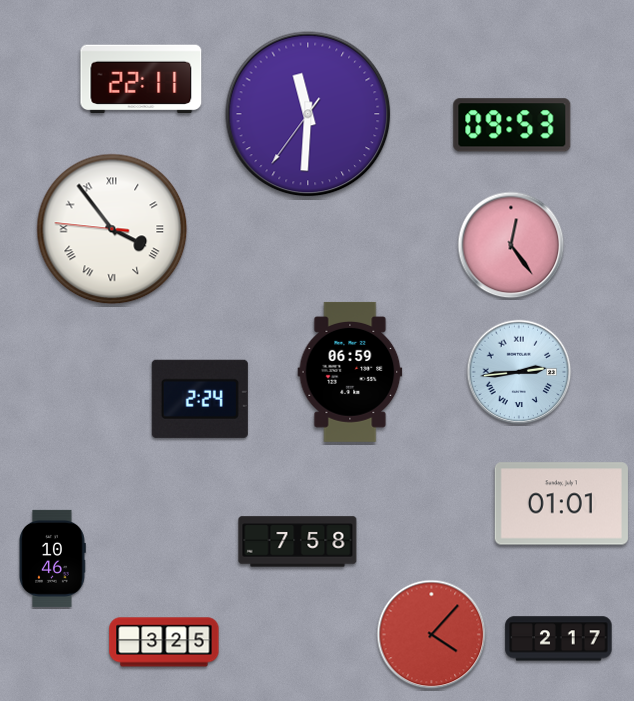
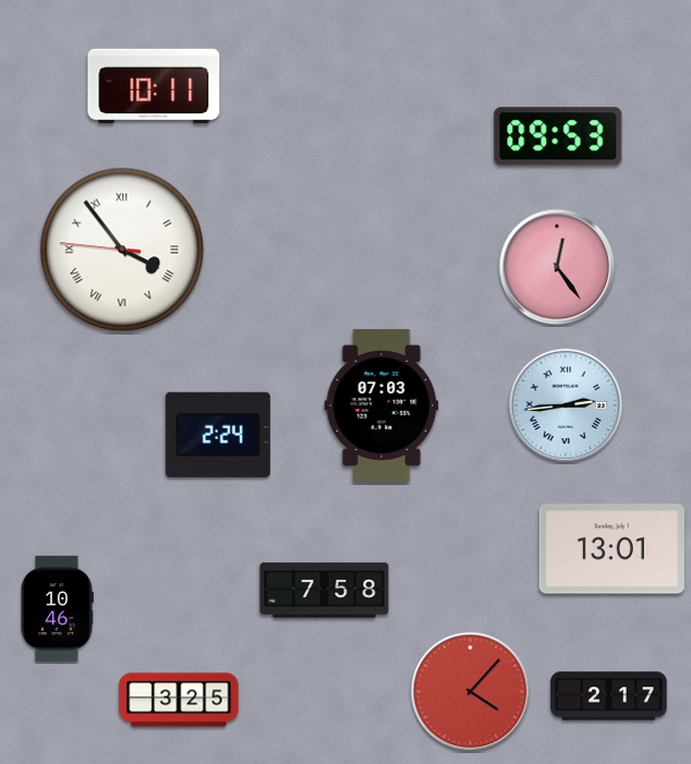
clock at (141, 79): 22:11 -> 10:11
clock at (308, 114): 11:30 -> none
clock at (350, 372): 06:59 -> 07:03
clock at (561, 504): 01:01 -> 13:01
